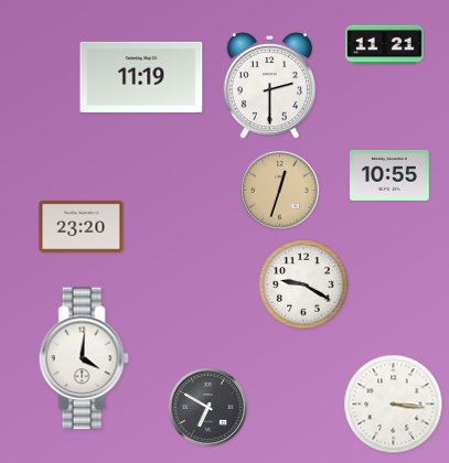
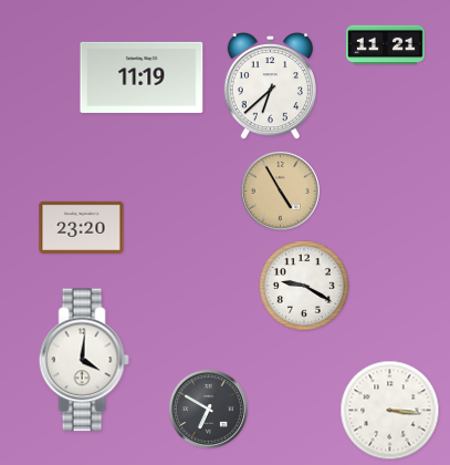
clock at (269, 86): 2:30 -> 6:38
clock at (391, 175): 10:55 -> none
clock at (279, 190): 12:33 -> 4:55
clock at (394, 405) position: (394, 405) -> (390, 411)
